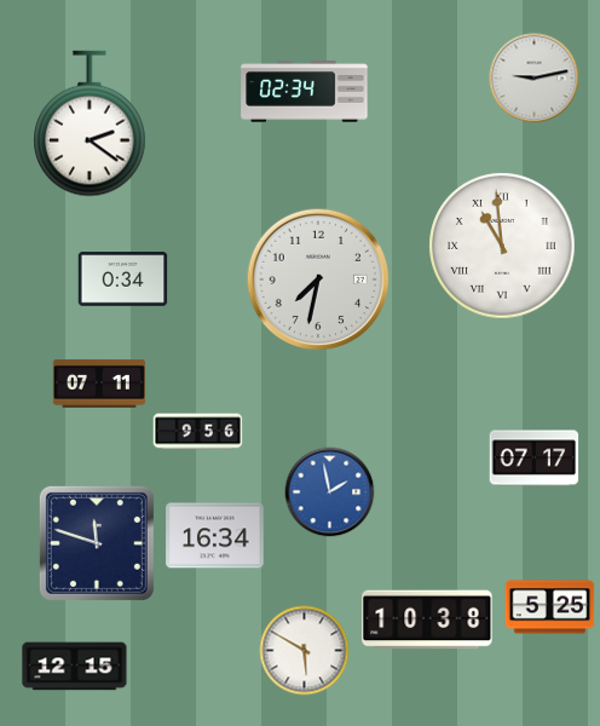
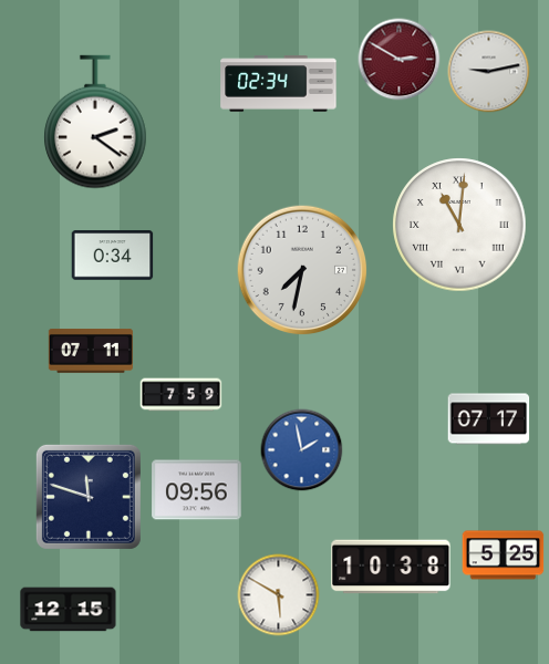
clock at (400, 60): none -> 2:50
clock at (90, 123) position: (90, 123) -> (95, 122)
clock at (502, 246): 10:59 -> 11:01
clock at (318, 280) position: (318, 280) -> (302, 270)
clock at (198, 432): 9:56 -> 7:59
clock at (215, 536): 16:34 -> 09:56
